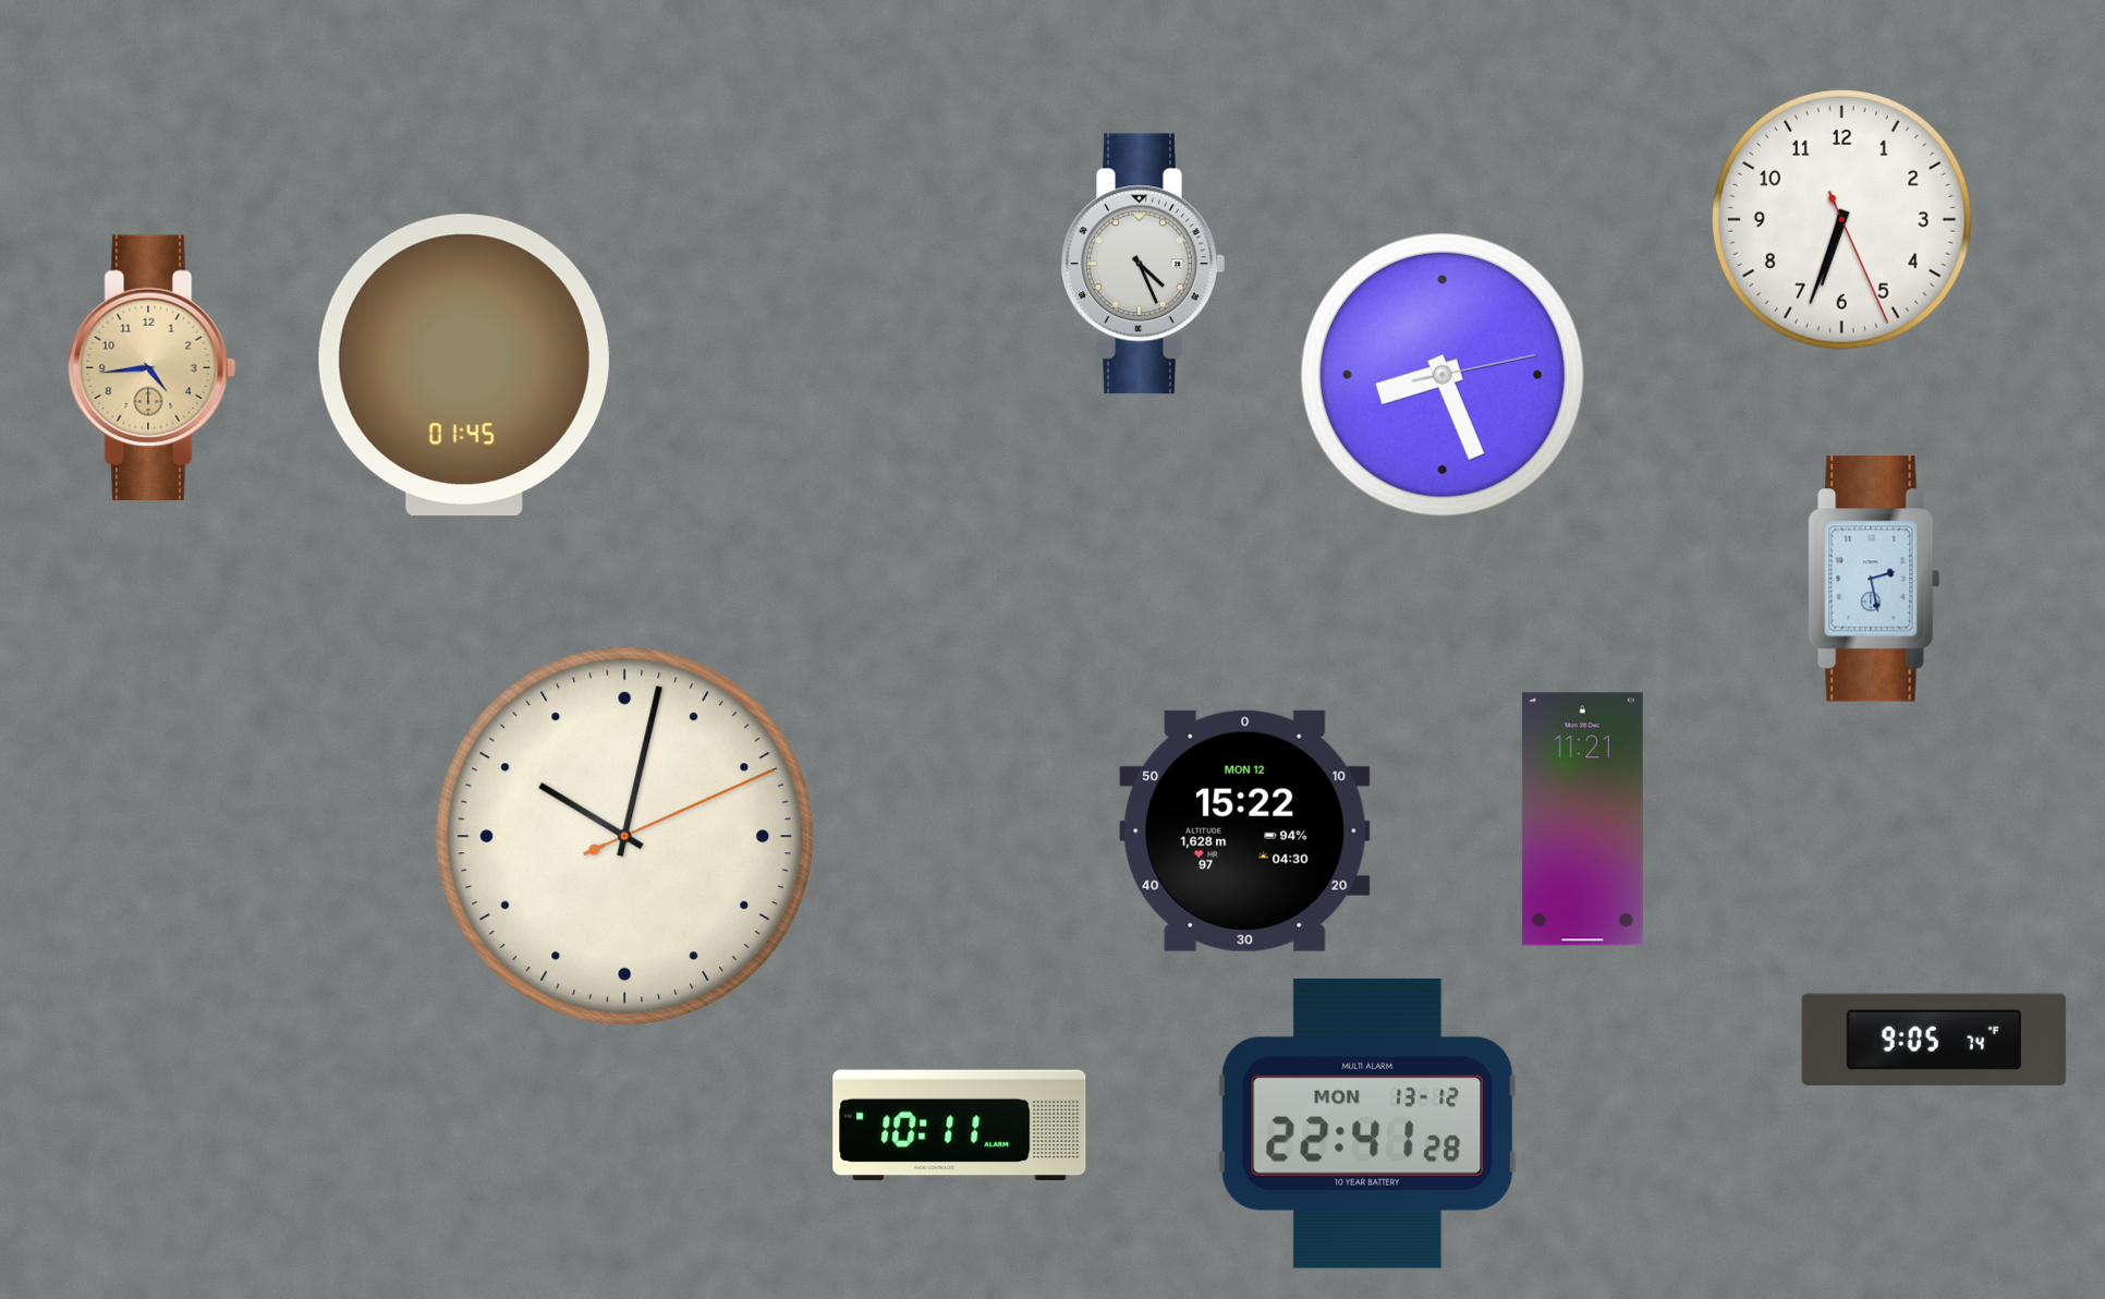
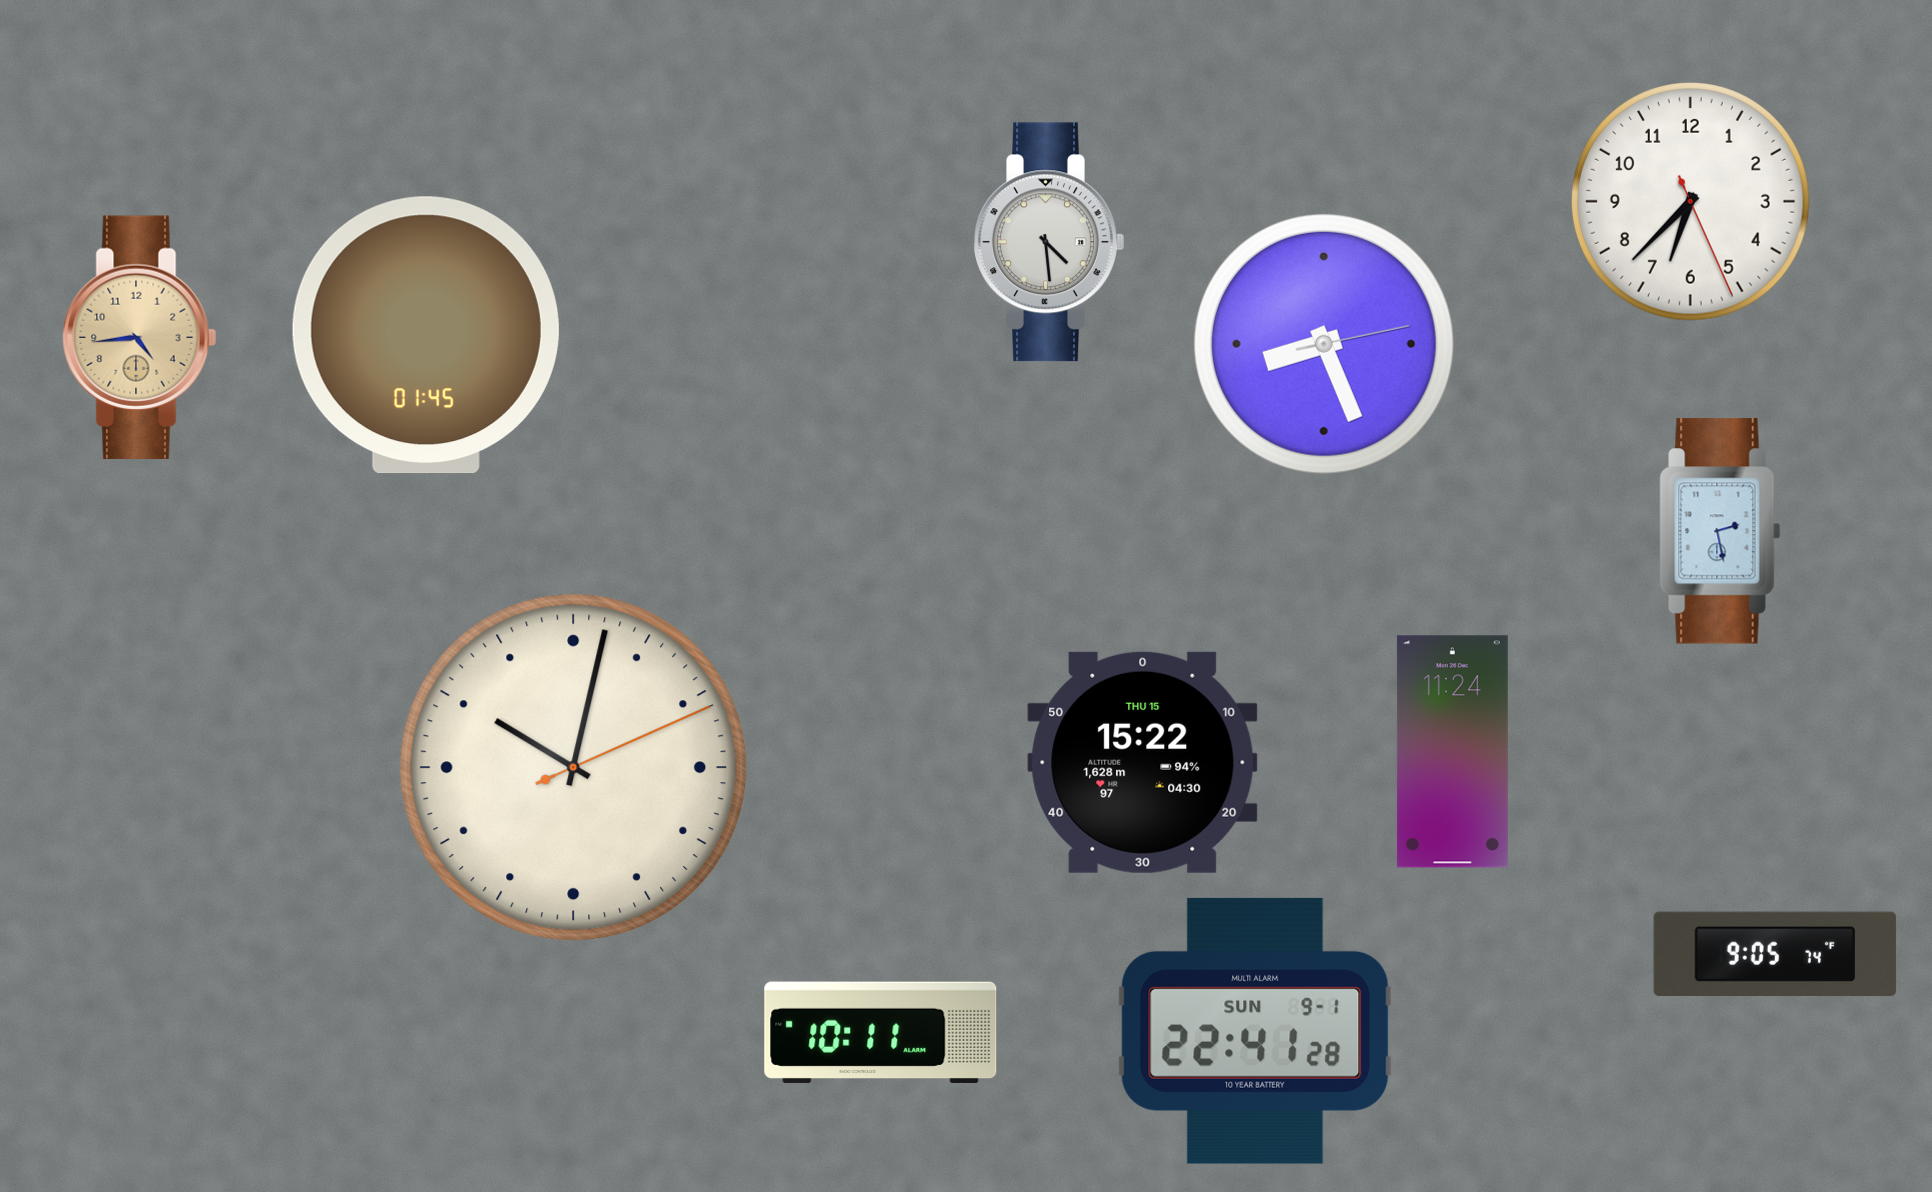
clock at (1841, 219): 6:33 -> 6:37
clock at (1143, 264): 4:26 -> 4:29
clock at (1582, 820): 11:21 -> 11:24
clock at (1245, 830) date: MON 12 -> THU 15
clock at (1367, 1124) date: MON 13-12 -> SUN 9-1
